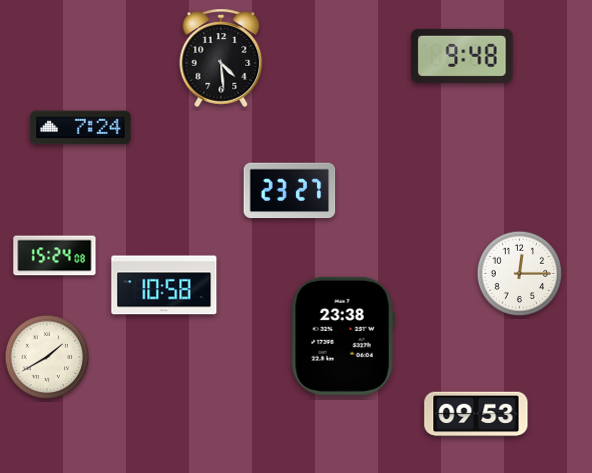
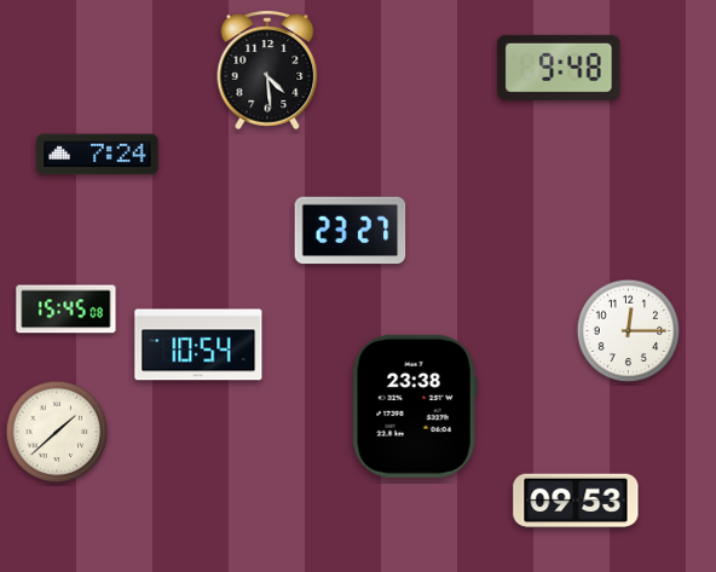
clock at (55, 256): 15:24 -> 15:45
clock at (164, 285): 10:58 -> 10:54
clock at (47, 357): 1:40 -> 1:38
